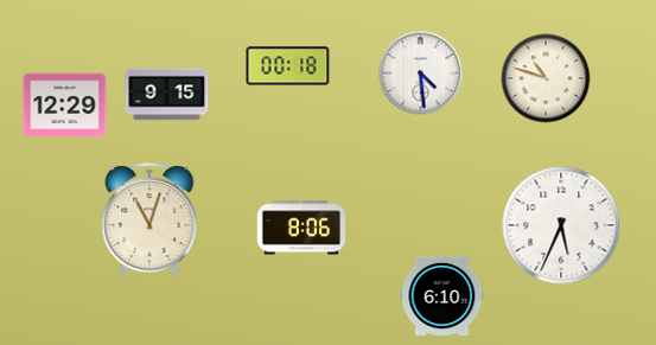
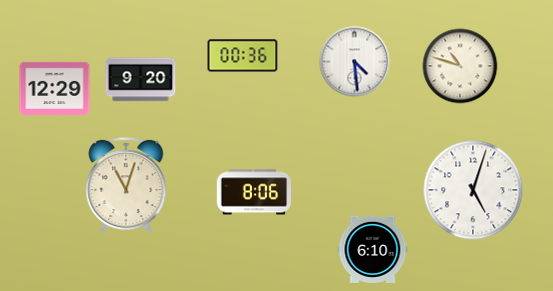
clock at (288, 66): 00:18 -> 00:36
clock at (167, 95): 9:15 -> 9:20
clock at (561, 225): 5:34 -> 5:03
